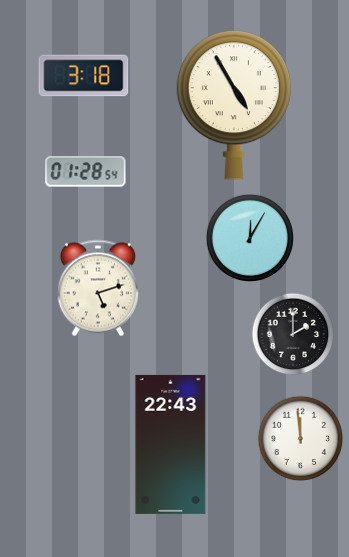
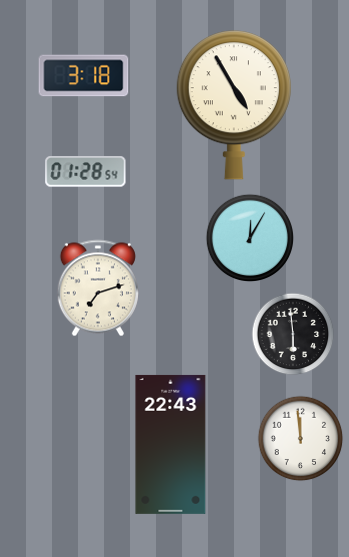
clock at (98, 288): 5:12 -> 7:12
clock at (293, 334): 2:00 -> 5:59
